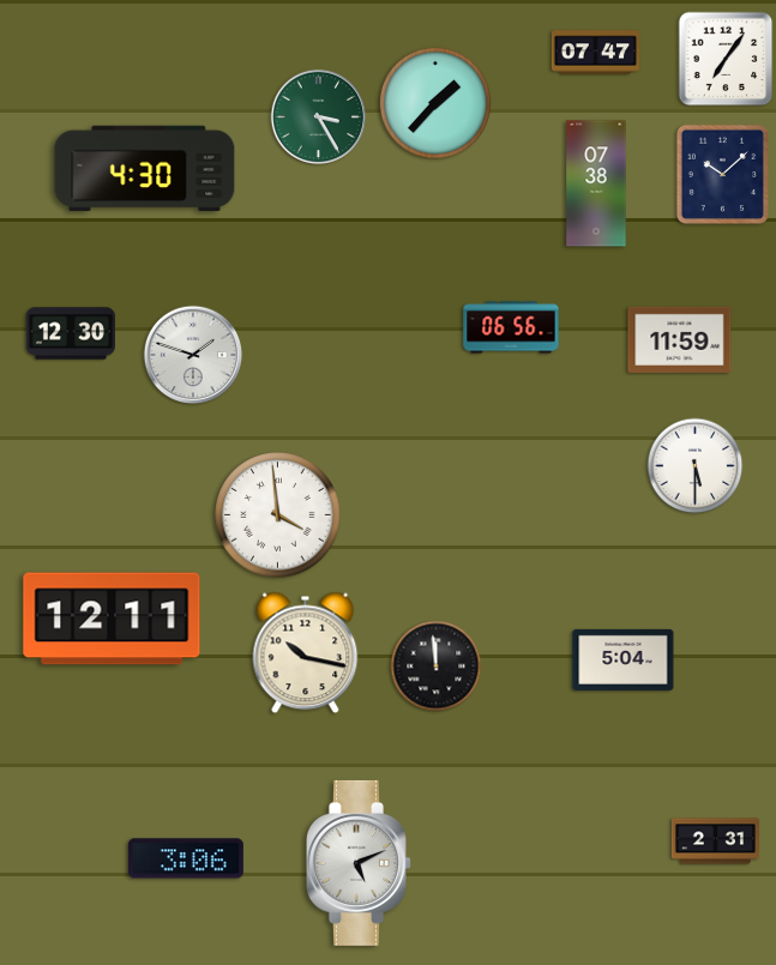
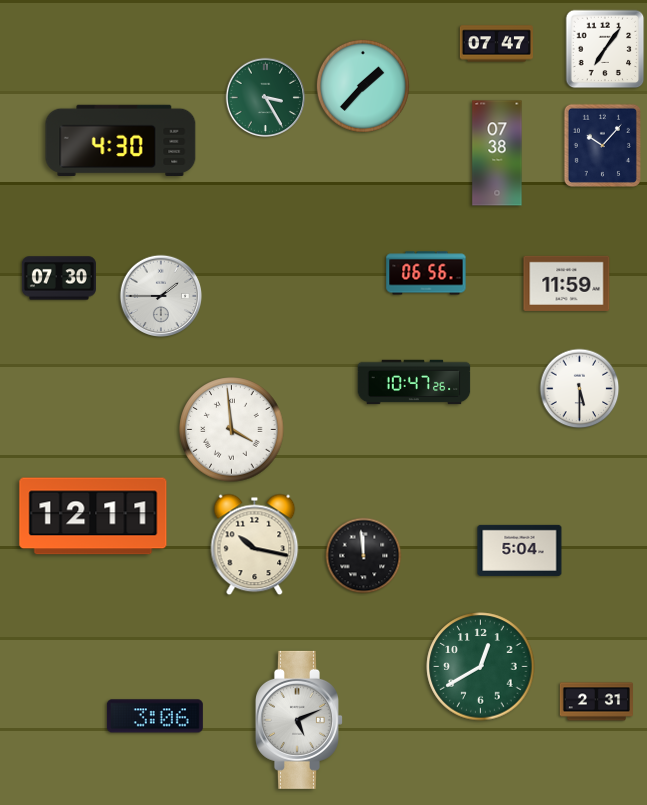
clock at (722, 174): 10:08 -> 10:07
clock at (71, 333): 12:30 -> 07:30
clock at (192, 354): 1:48 -> 1:45
clock at (414, 382): none -> 10:47
clock at (481, 667): none -> 12:40
